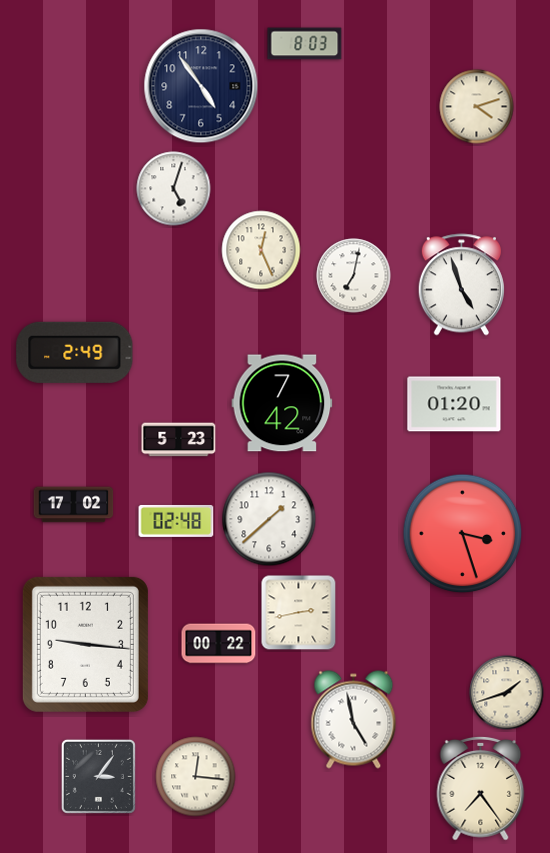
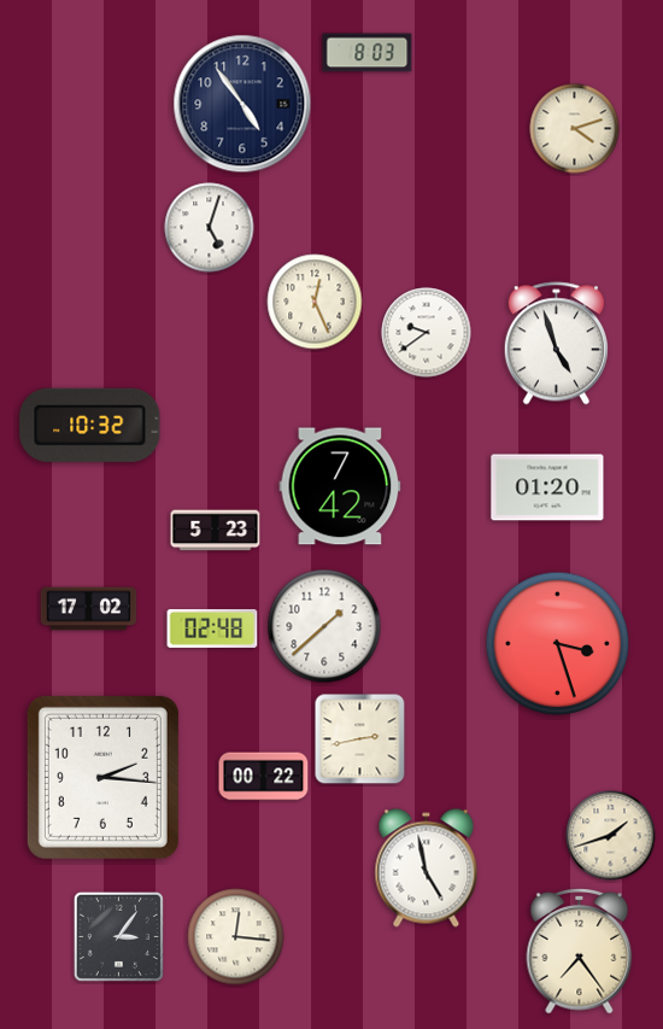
clock at (354, 276): 7:02 -> 9:39
clock at (75, 352): 2:49 -> 10:32
clock at (85, 644): 9:16 -> 2:16
